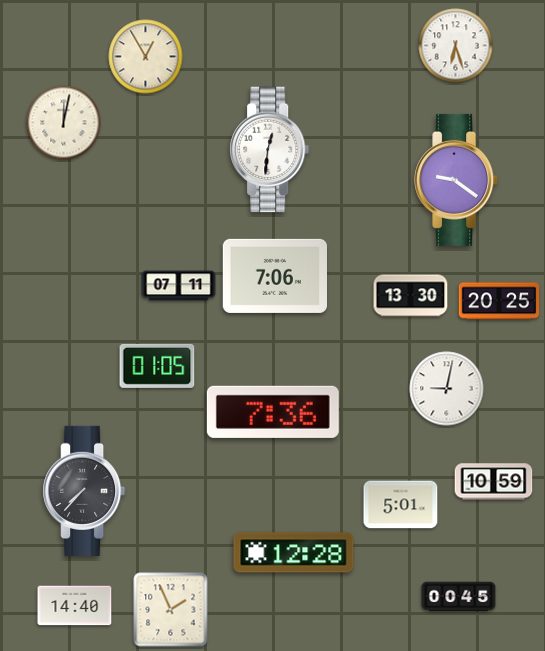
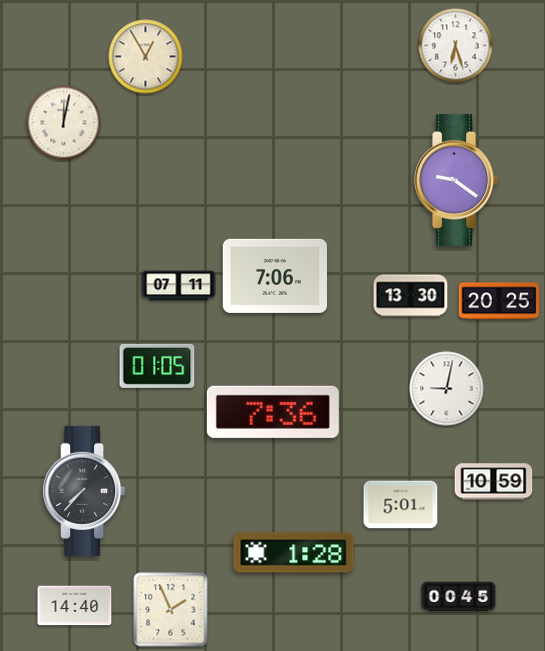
clock at (270, 150): 12:31 -> none
clock at (294, 553): 12:28 -> 1:28
